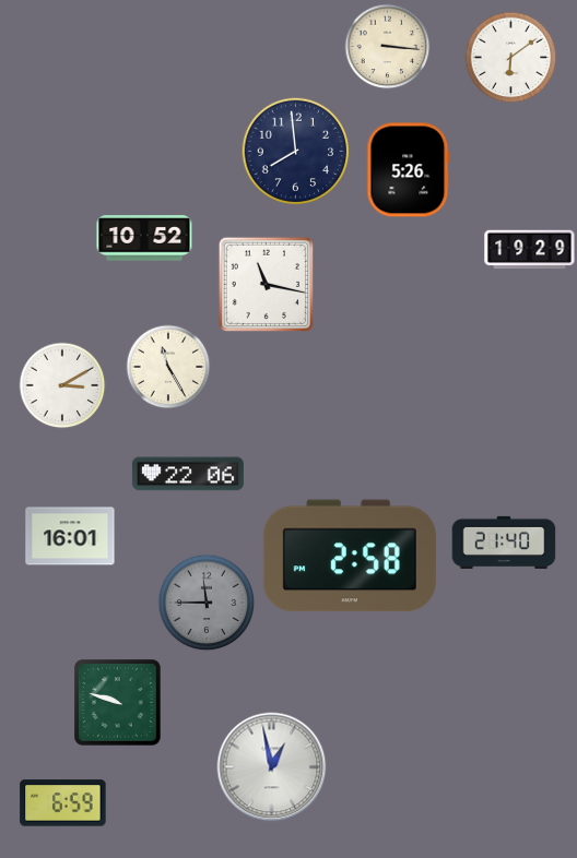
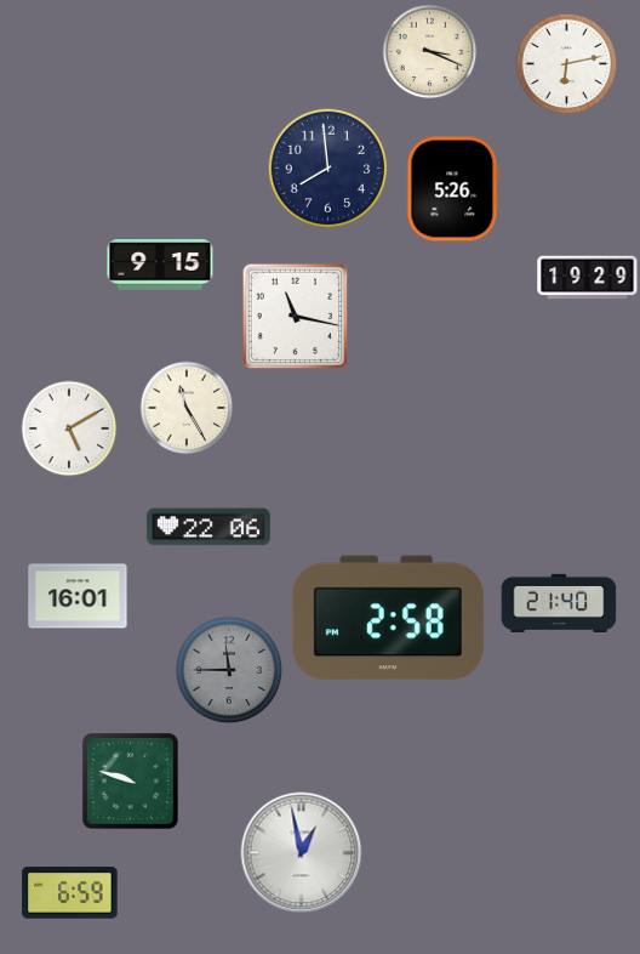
clock at (388, 47): 3:16 -> 3:19
clock at (511, 58): 6:09 -> 6:13
clock at (144, 238): 10:52 -> 9:15
clock at (62, 385): 3:10 -> 5:10
